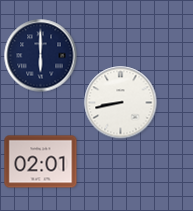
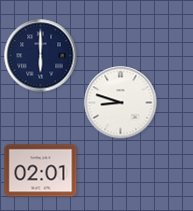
clock at (121, 103): 8:43 -> 8:48
clock at (41, 162) position: (41, 162) -> (41, 171)
